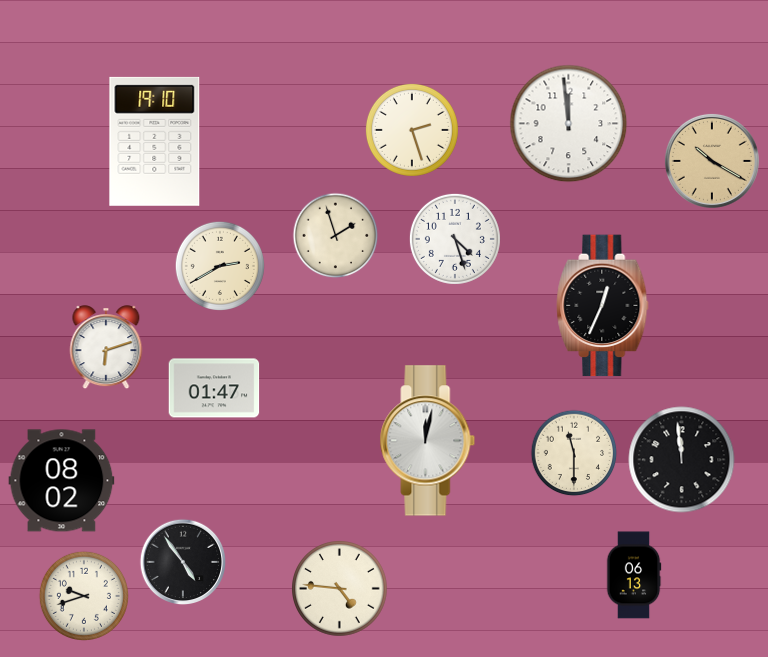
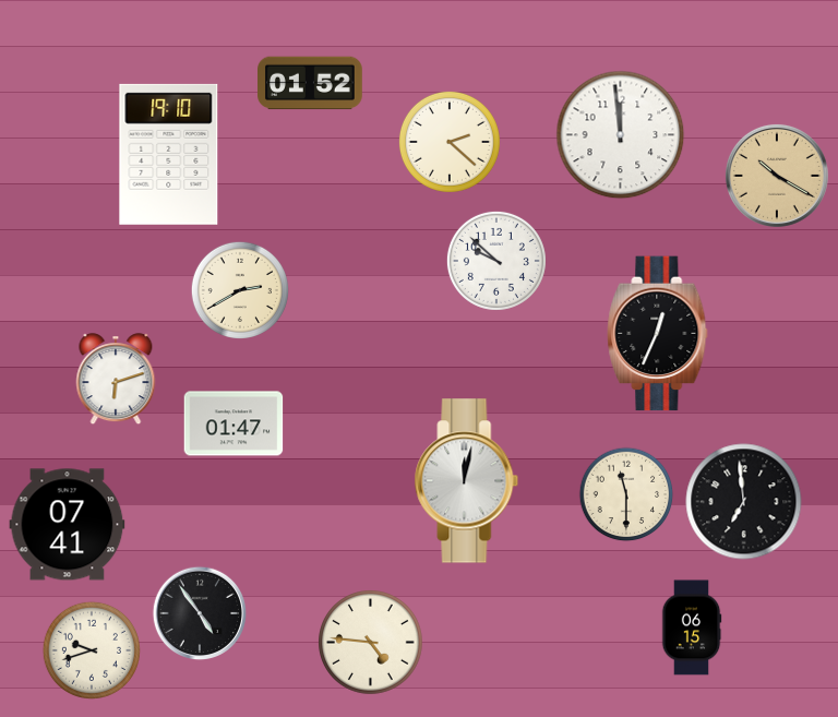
clock at (311, 83): none -> 01:52
clock at (412, 130): 2:27 -> 2:22
clock at (336, 236): 1:57 -> none
clock at (455, 239): 4:27 -> 9:52
clock at (682, 460): 11:59 -> 6:59
clock at (62, 481): 08:02 -> 07:41
clock at (634, 575): 06:13 -> 06:15
